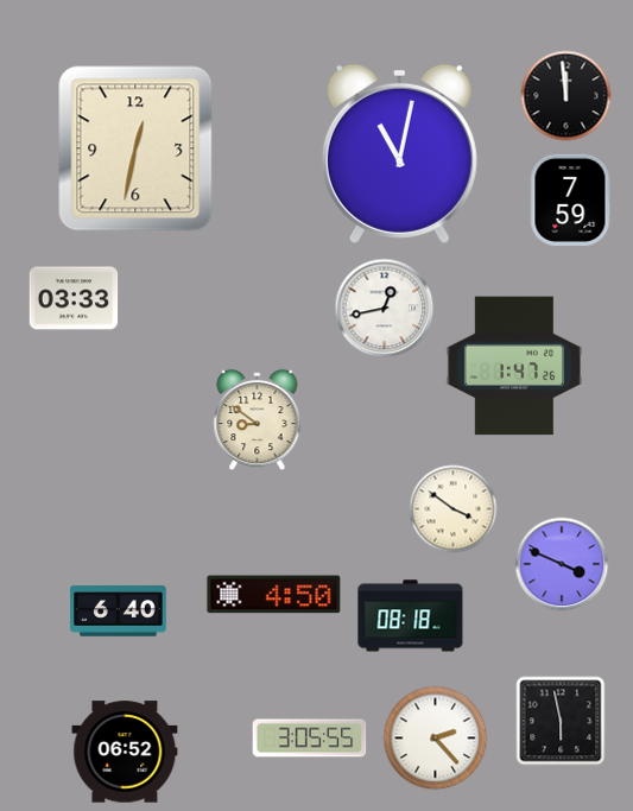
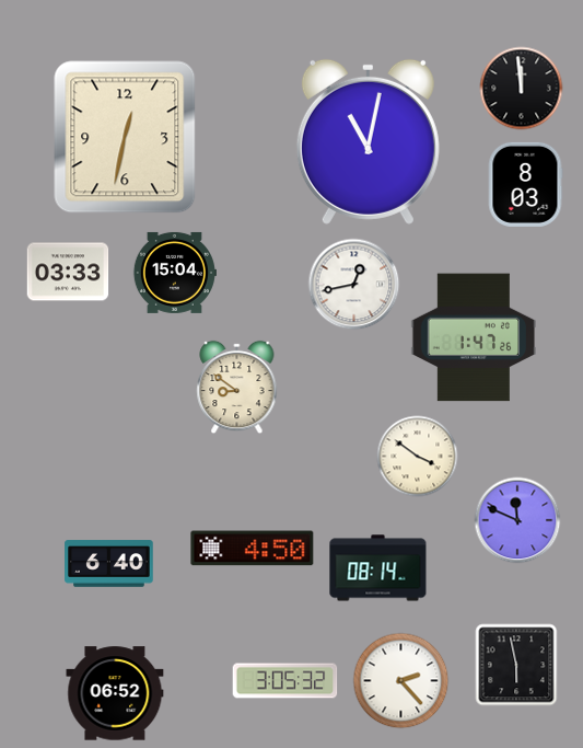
clock at (570, 199): 7:59 -> 8:03
clock at (174, 273): none -> 15:04
clock at (74, 298) position: (74, 298) -> (68, 272)
clock at (454, 509) position: (454, 509) -> (418, 457)
clock at (562, 564): 3:49 -> 11:49
clock at (411, 616): 08:18 -> 08:14
clock at (310, 739): 3:05:55 -> 3:05:32
